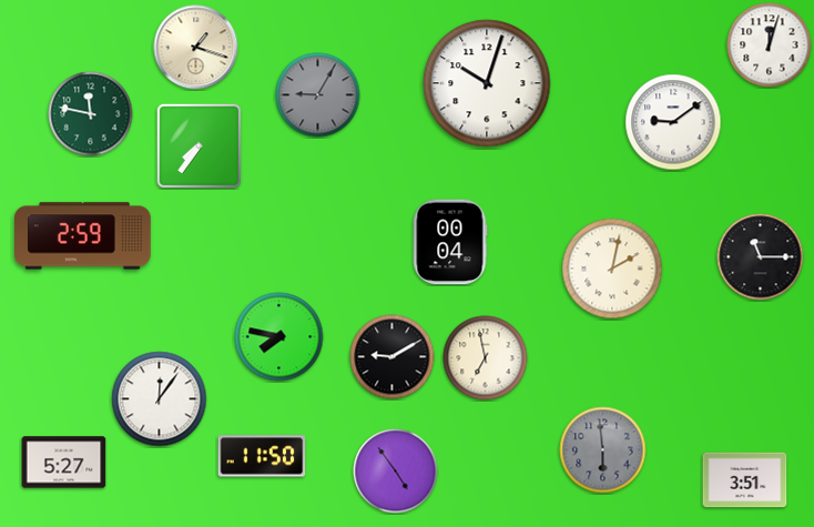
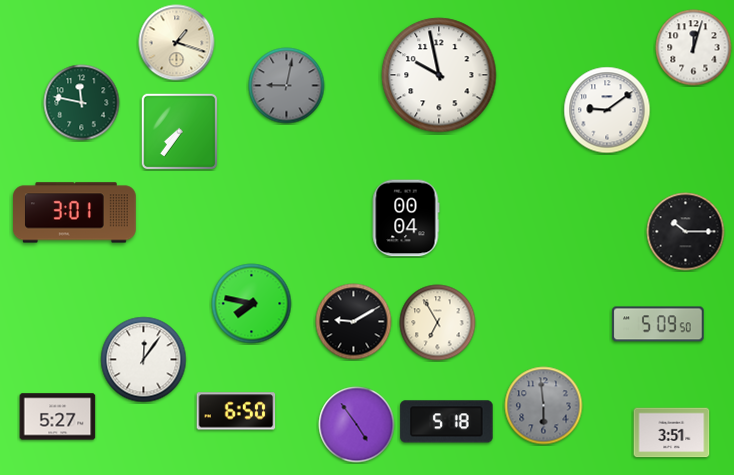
clock at (770, 45) position: (770, 45) -> (694, 48)
clock at (487, 83): 10:03 -> 9:58
clock at (318, 95): 9:05 -> 9:02
clock at (83, 236): 2:59 -> 3:01
clock at (761, 257): 11:15 -> 10:15
clock at (612, 268): 2:02 -> none
clock at (486, 358): 6:58 -> 6:55
clock at (658, 324): none -> 5:09
clock at (262, 456): 11:50 -> 6:50
clock at (447, 422): none -> 5:18
